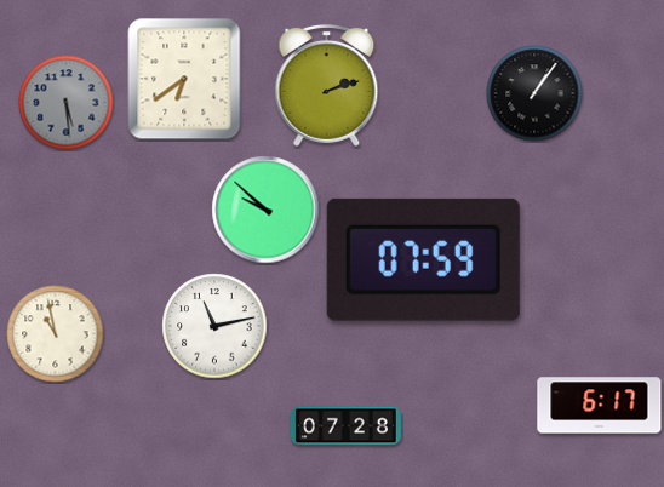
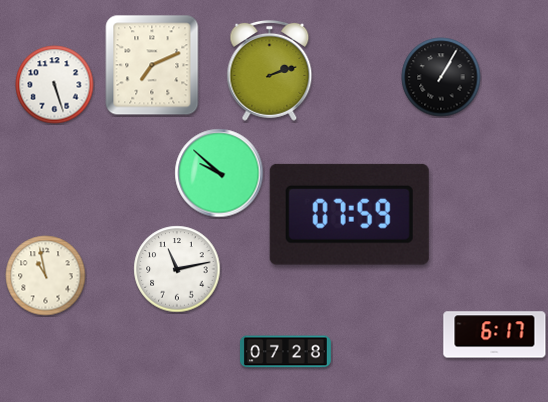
clock at (184, 79): 6:39 -> 7:11
clock at (534, 93): 1:06 -> 1:05
clock at (67, 103): 5:29 -> 5:27
clock at (67, 103) dial: grey -> white
